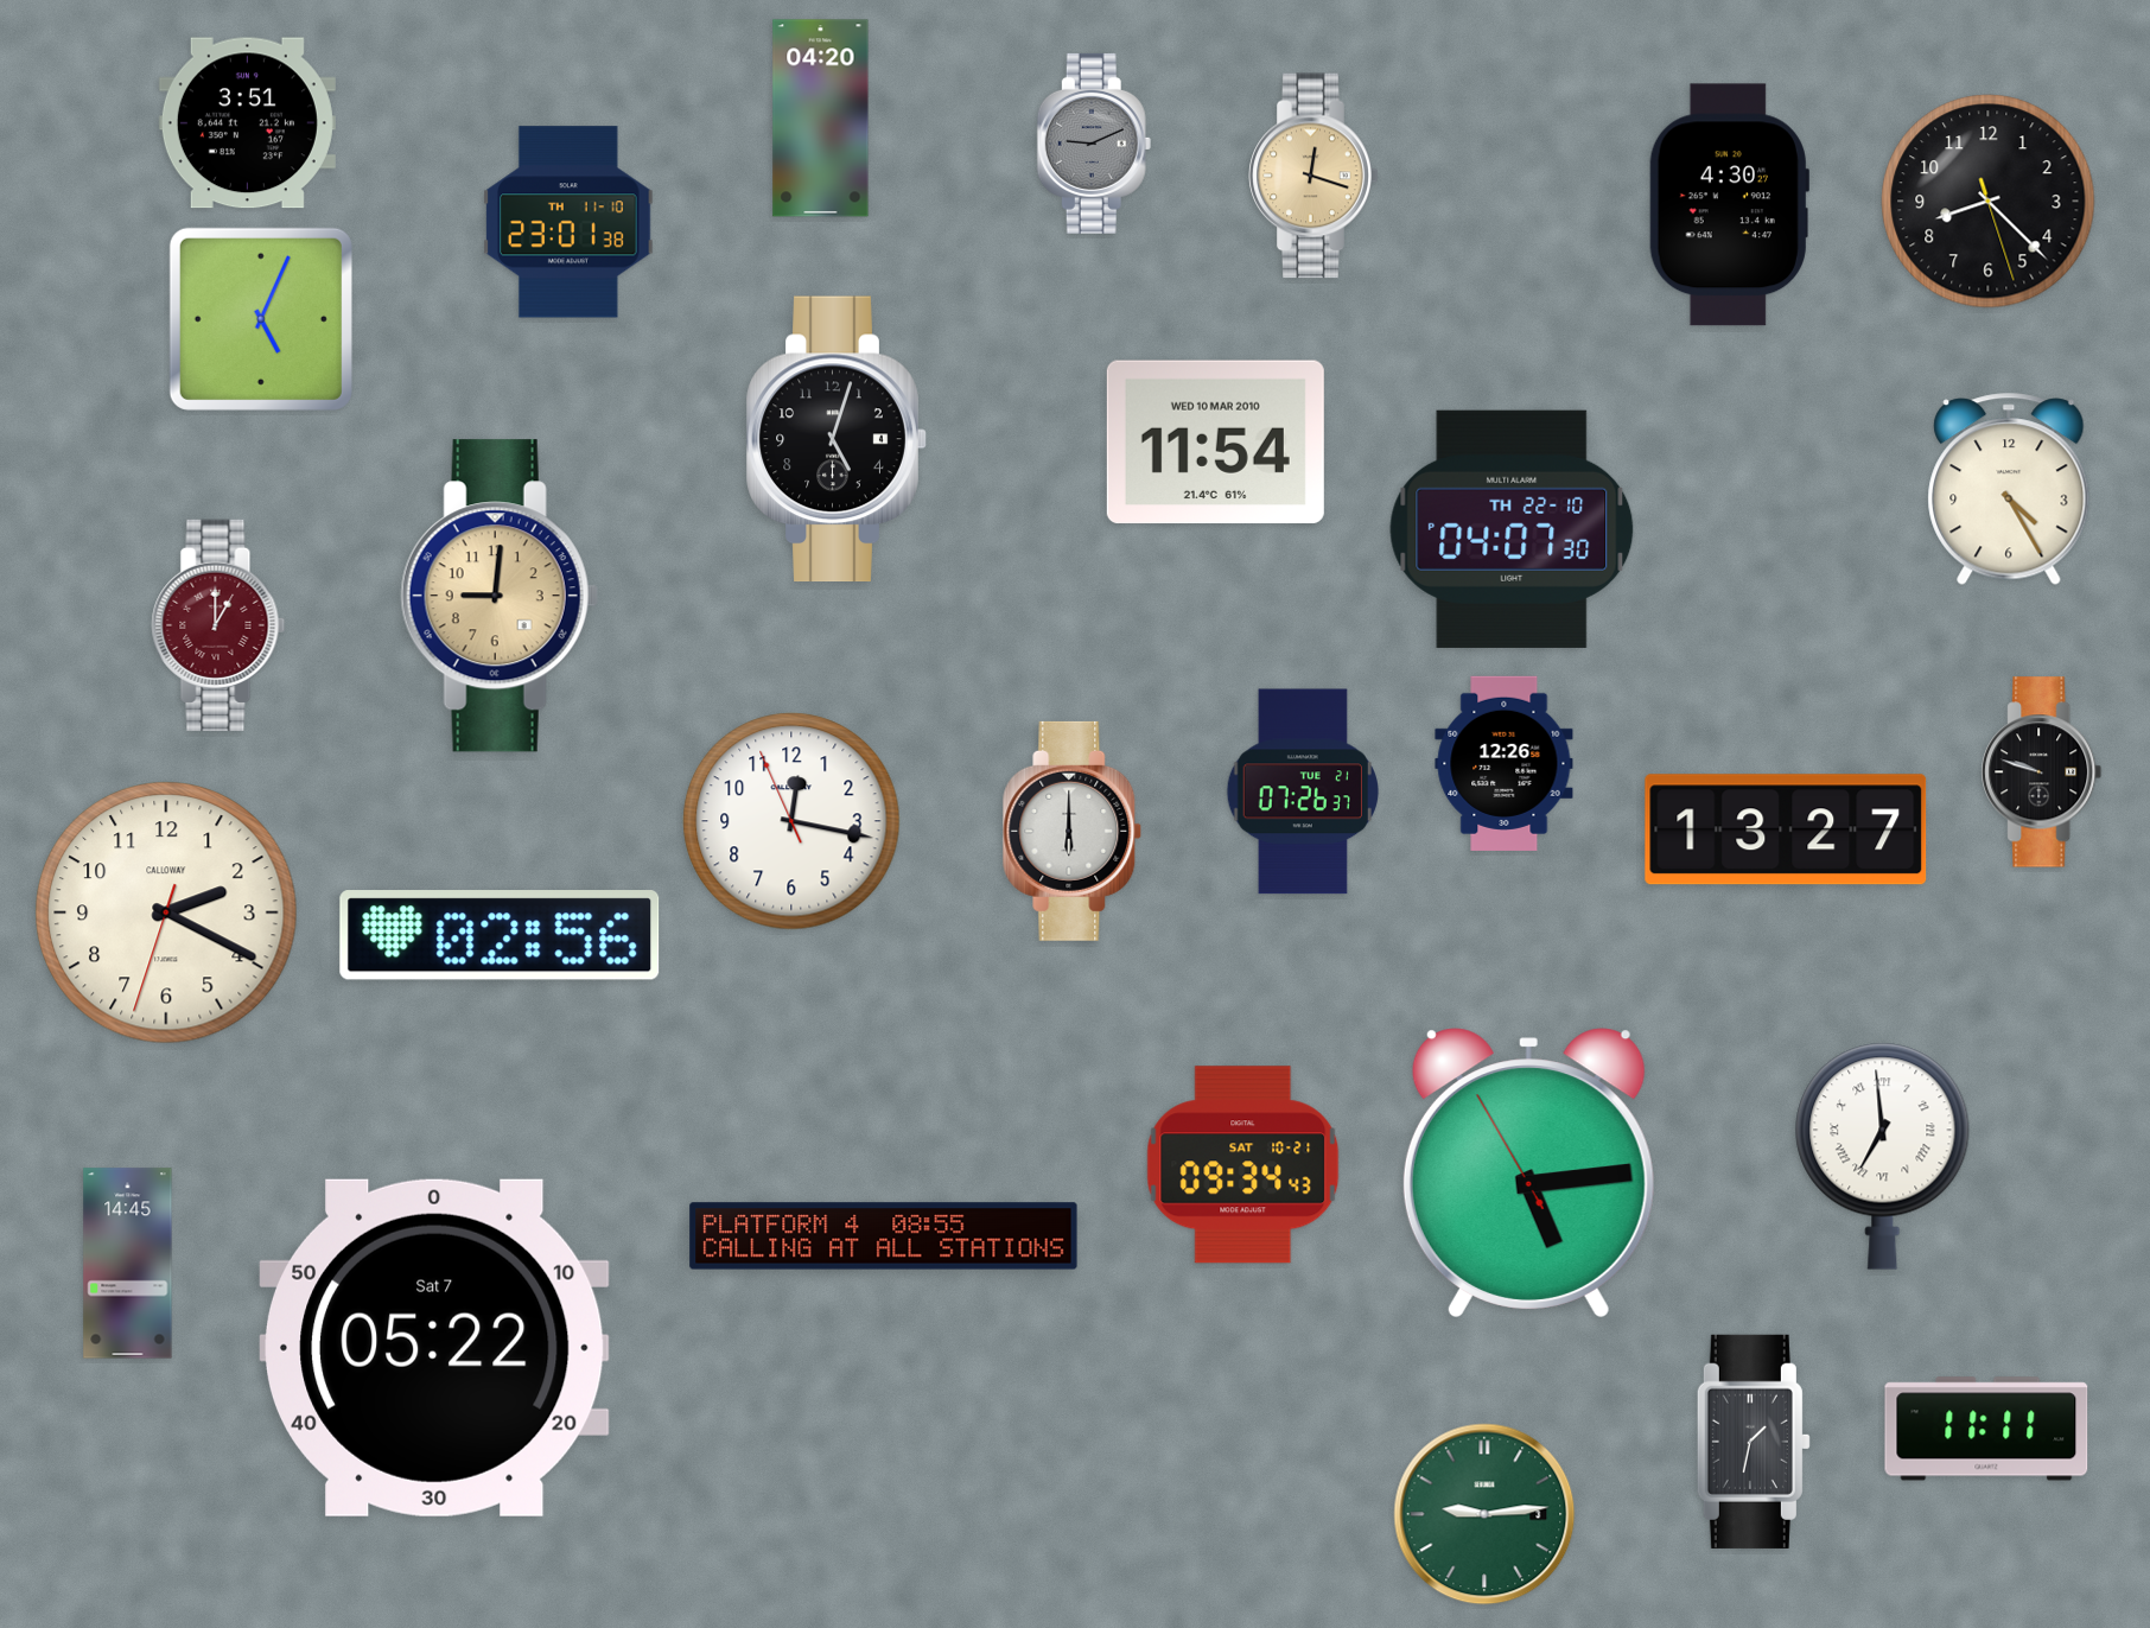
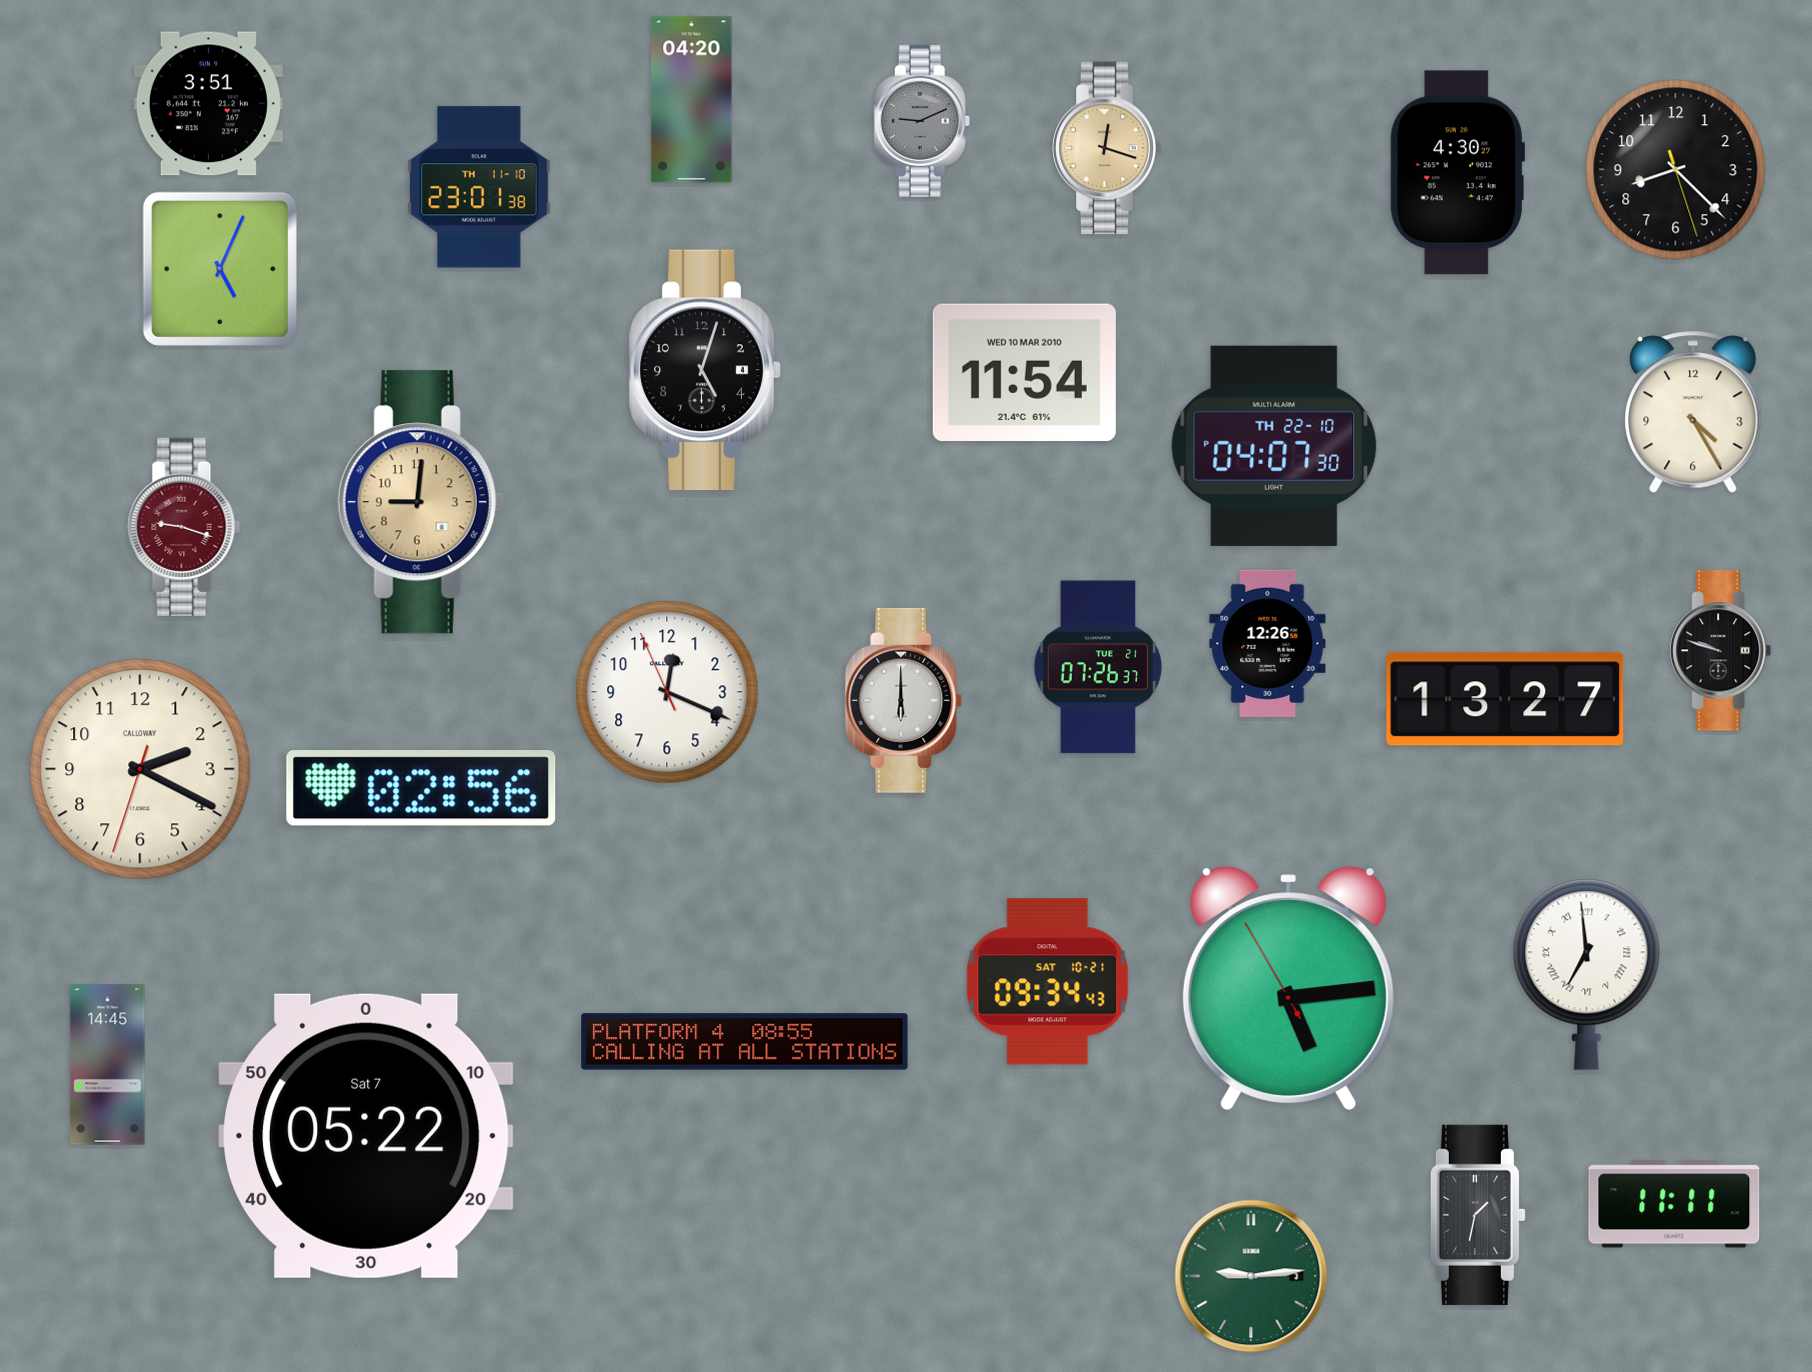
clock at (218, 625): 1:00 -> 9:18
clock at (791, 821): 12:16 -> 12:18
